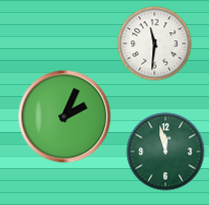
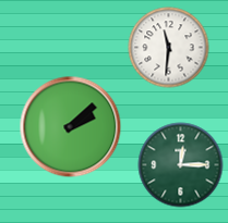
clock at (65, 117): 2:04 -> 2:08
clock at (166, 152): 11:58 -> 12:15
